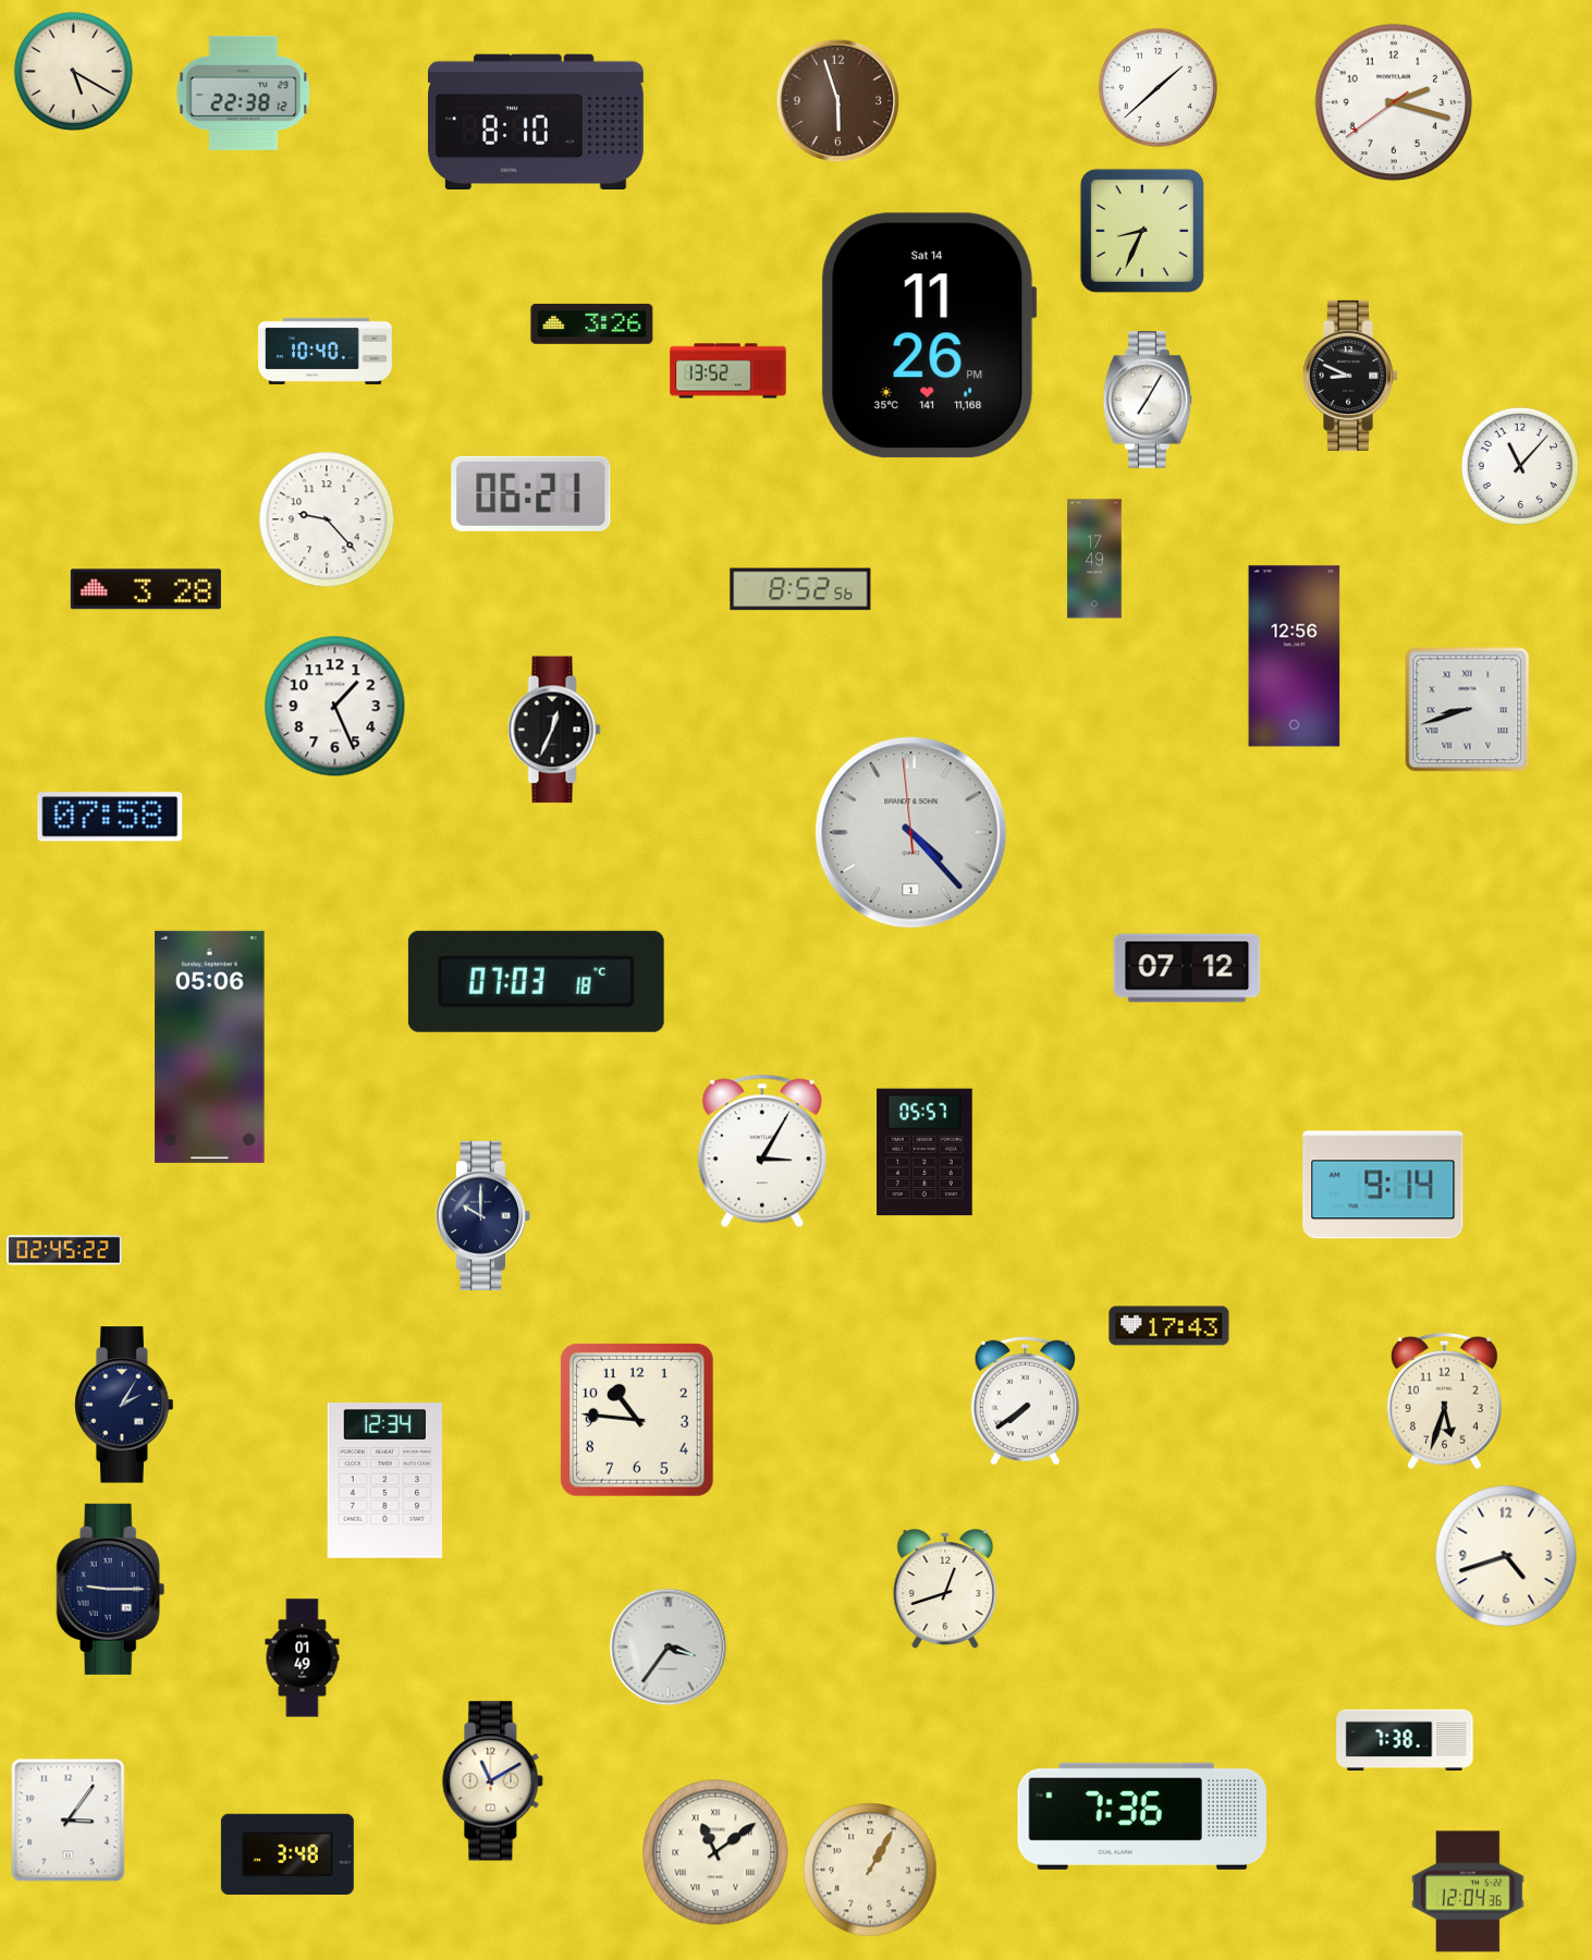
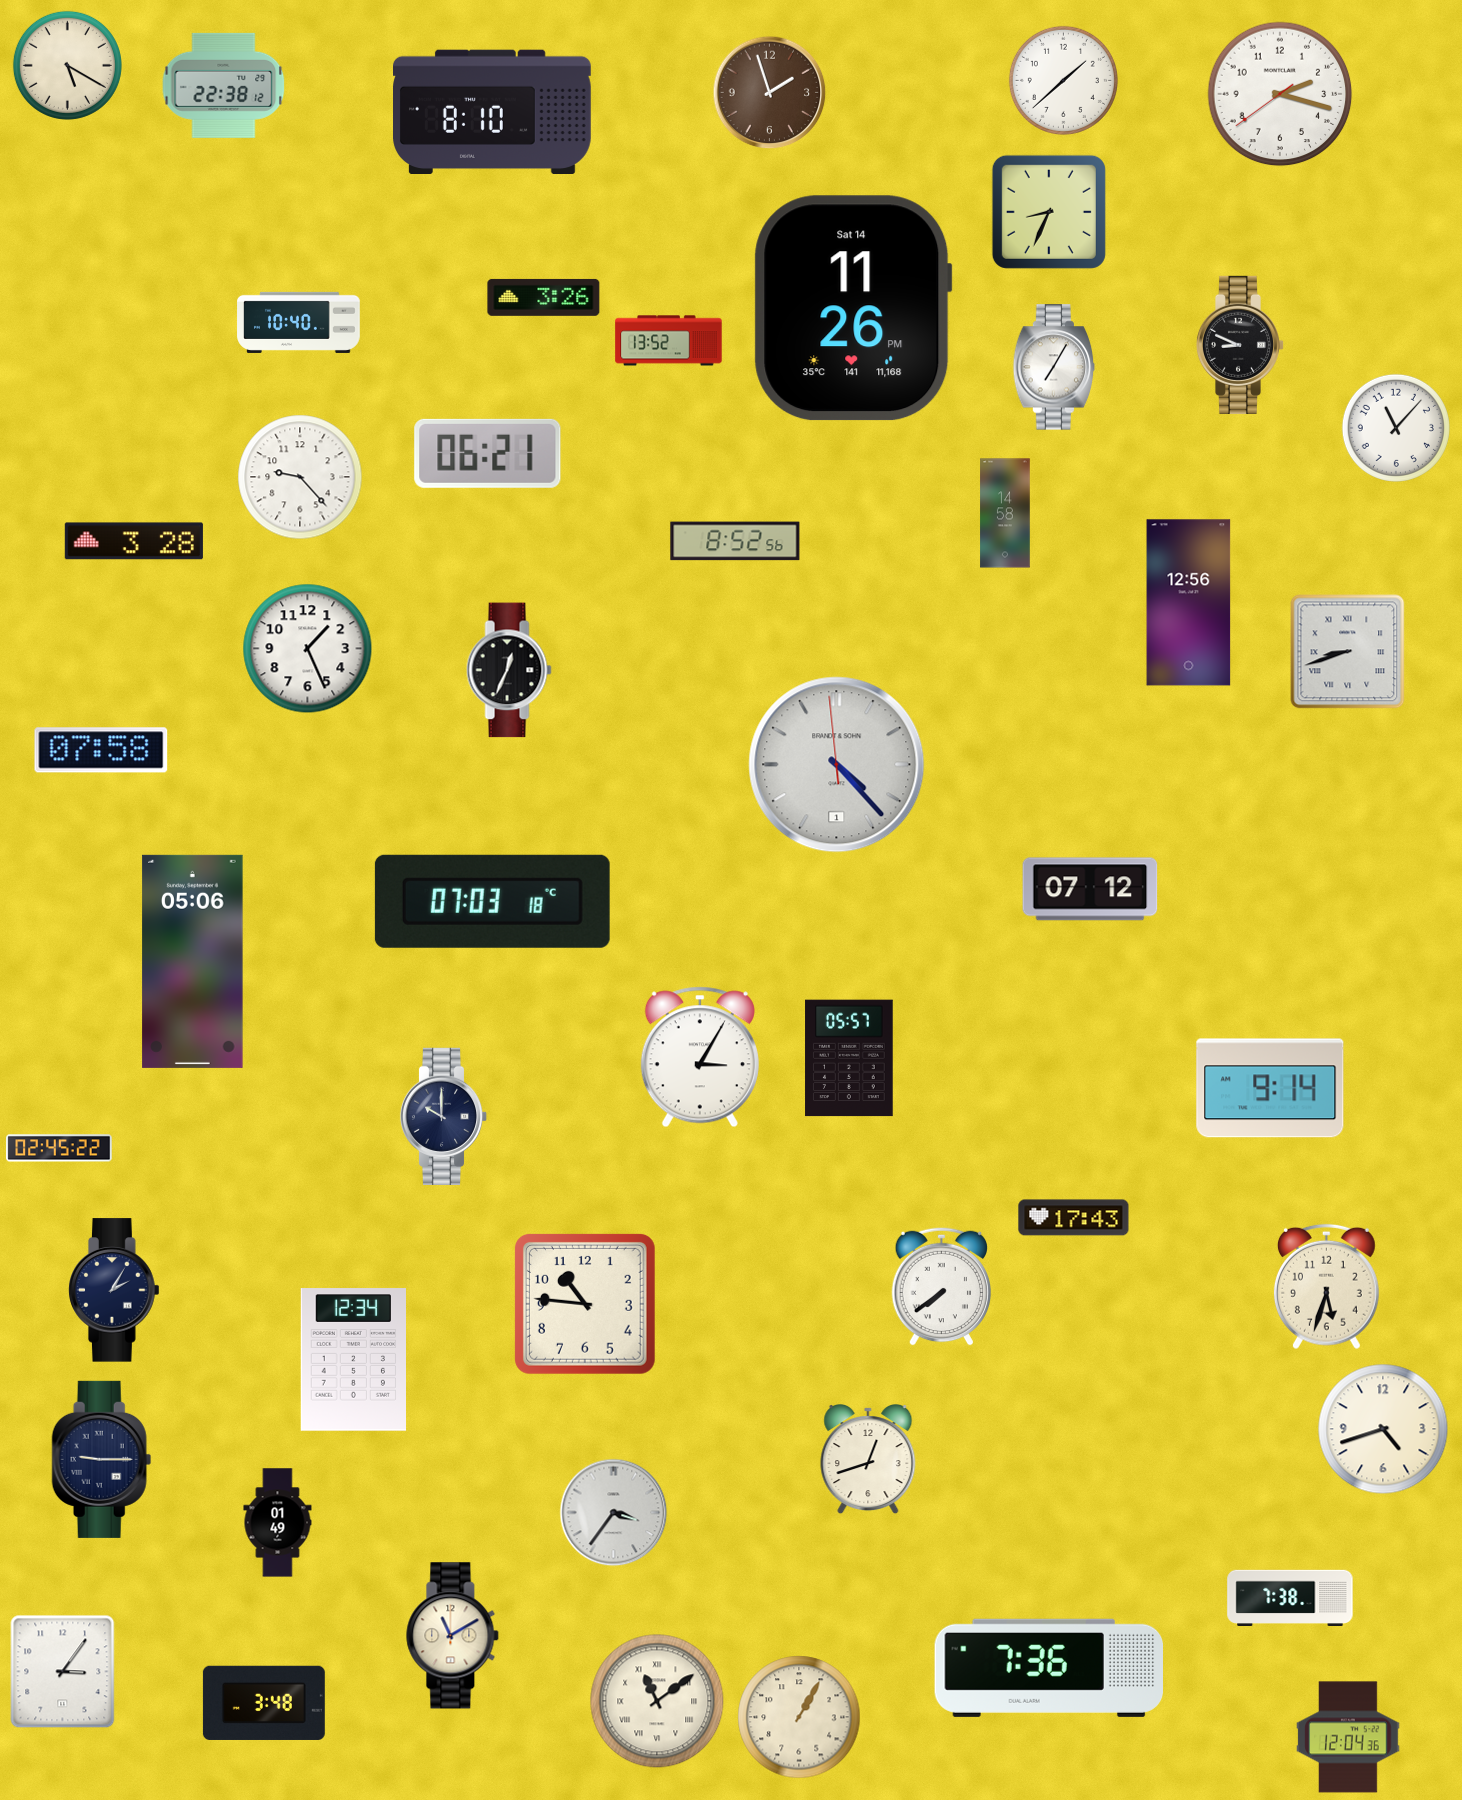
clock at (838, 101): 5:57 -> 1:57
clock at (1094, 559): 17:49 -> 14:58
